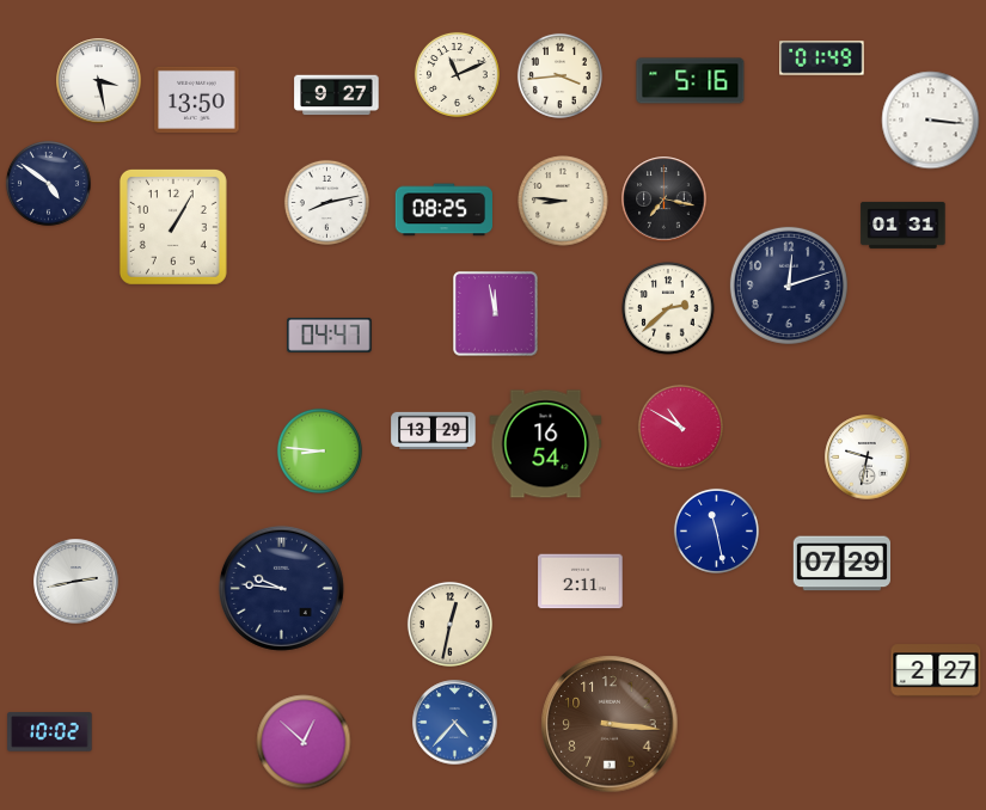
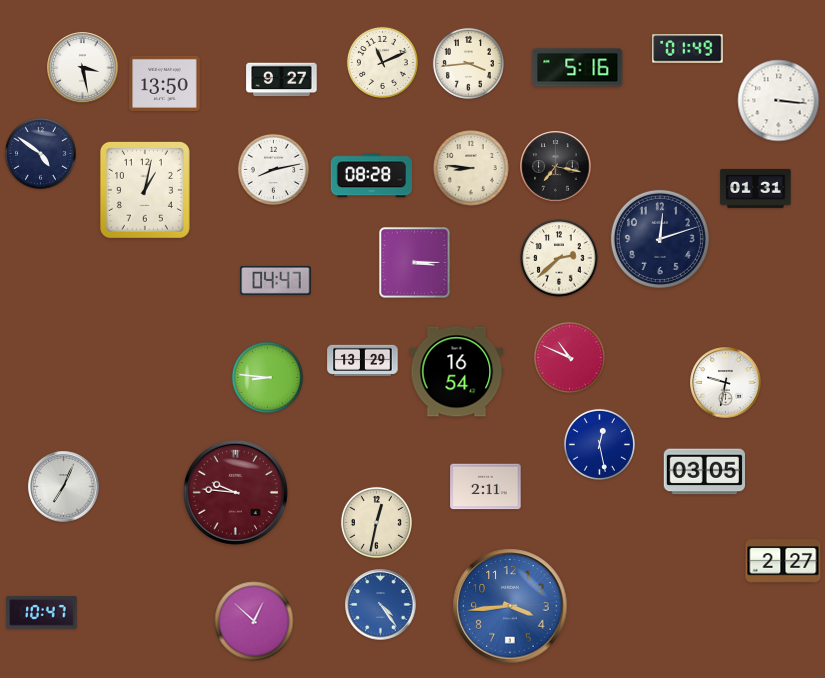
clock at (443, 210): 08:25 -> 08:28
clock at (173, 227): 1:05 -> 1:02
clock at (496, 314): 11:58 -> 3:15
clock at (680, 427): 10:50 -> 10:49
clock at (716, 530): 11:28 -> 12:28
clock at (841, 564): 07:29 -> 03:05
clock at (76, 582): 2:43 -> 7:04
clock at (281, 588) dial: navy -> burgundy
clock at (455, 723): 4:37 -> 4:24
clock at (610, 724): 3:16 -> 3:44
clock at (610, 724) dial: brown -> blue
clock at (50, 732): 10:02 -> 10:47
